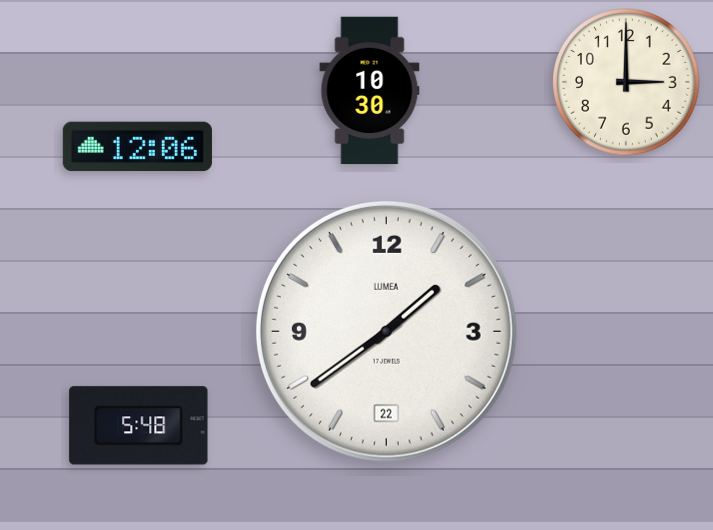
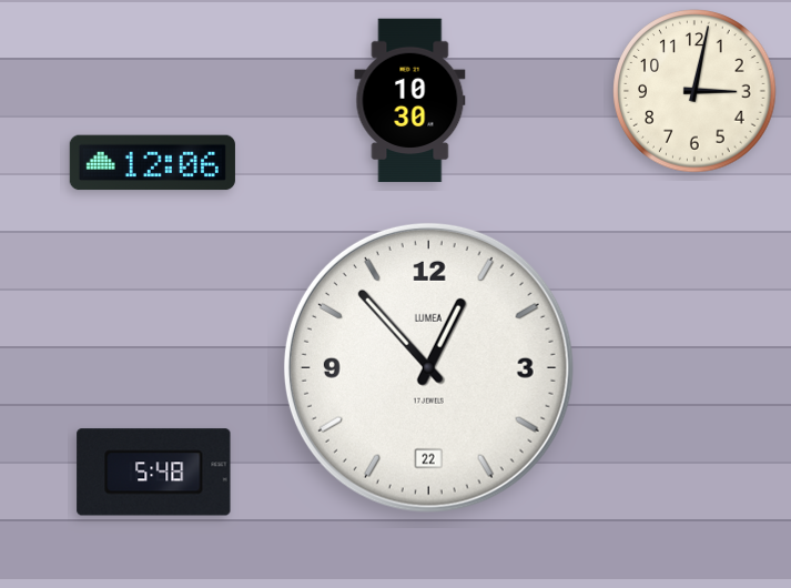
clock at (626, 82): 3:00 -> 3:02
clock at (386, 331): 1:39 -> 12:53
